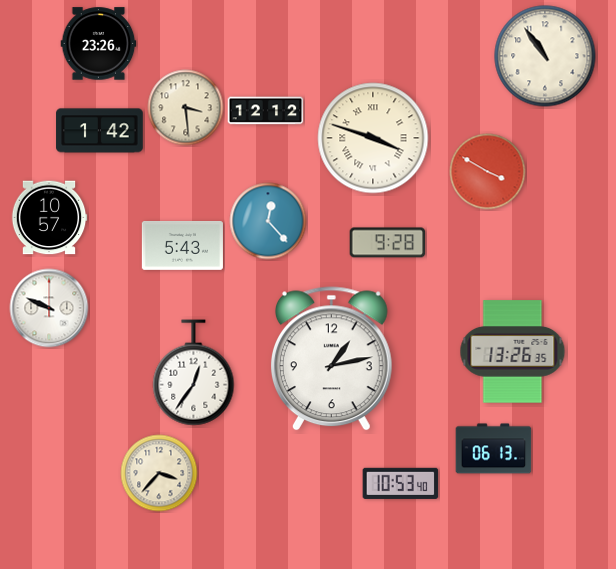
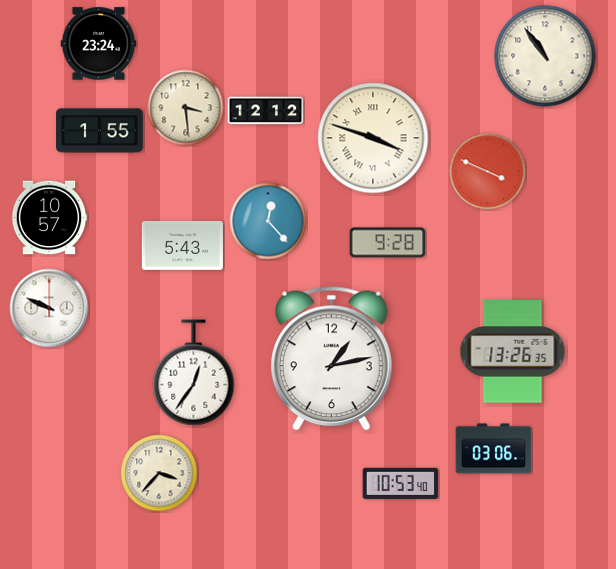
clock at (99, 44): 23:26 -> 23:24
clock at (100, 131): 1:42 -> 1:55
clock at (488, 172): 3:50 -> 3:49
clock at (494, 449): 06:13 -> 03:06
